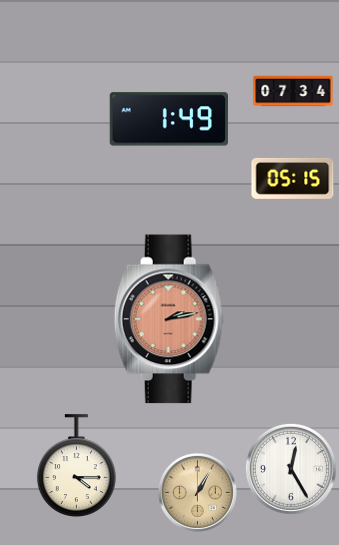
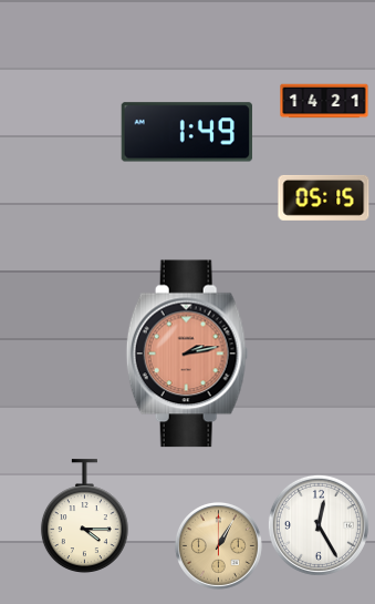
clock at (293, 91): 07:34 -> 14:21
clock at (291, 469) position: (291, 469) -> (319, 525)
